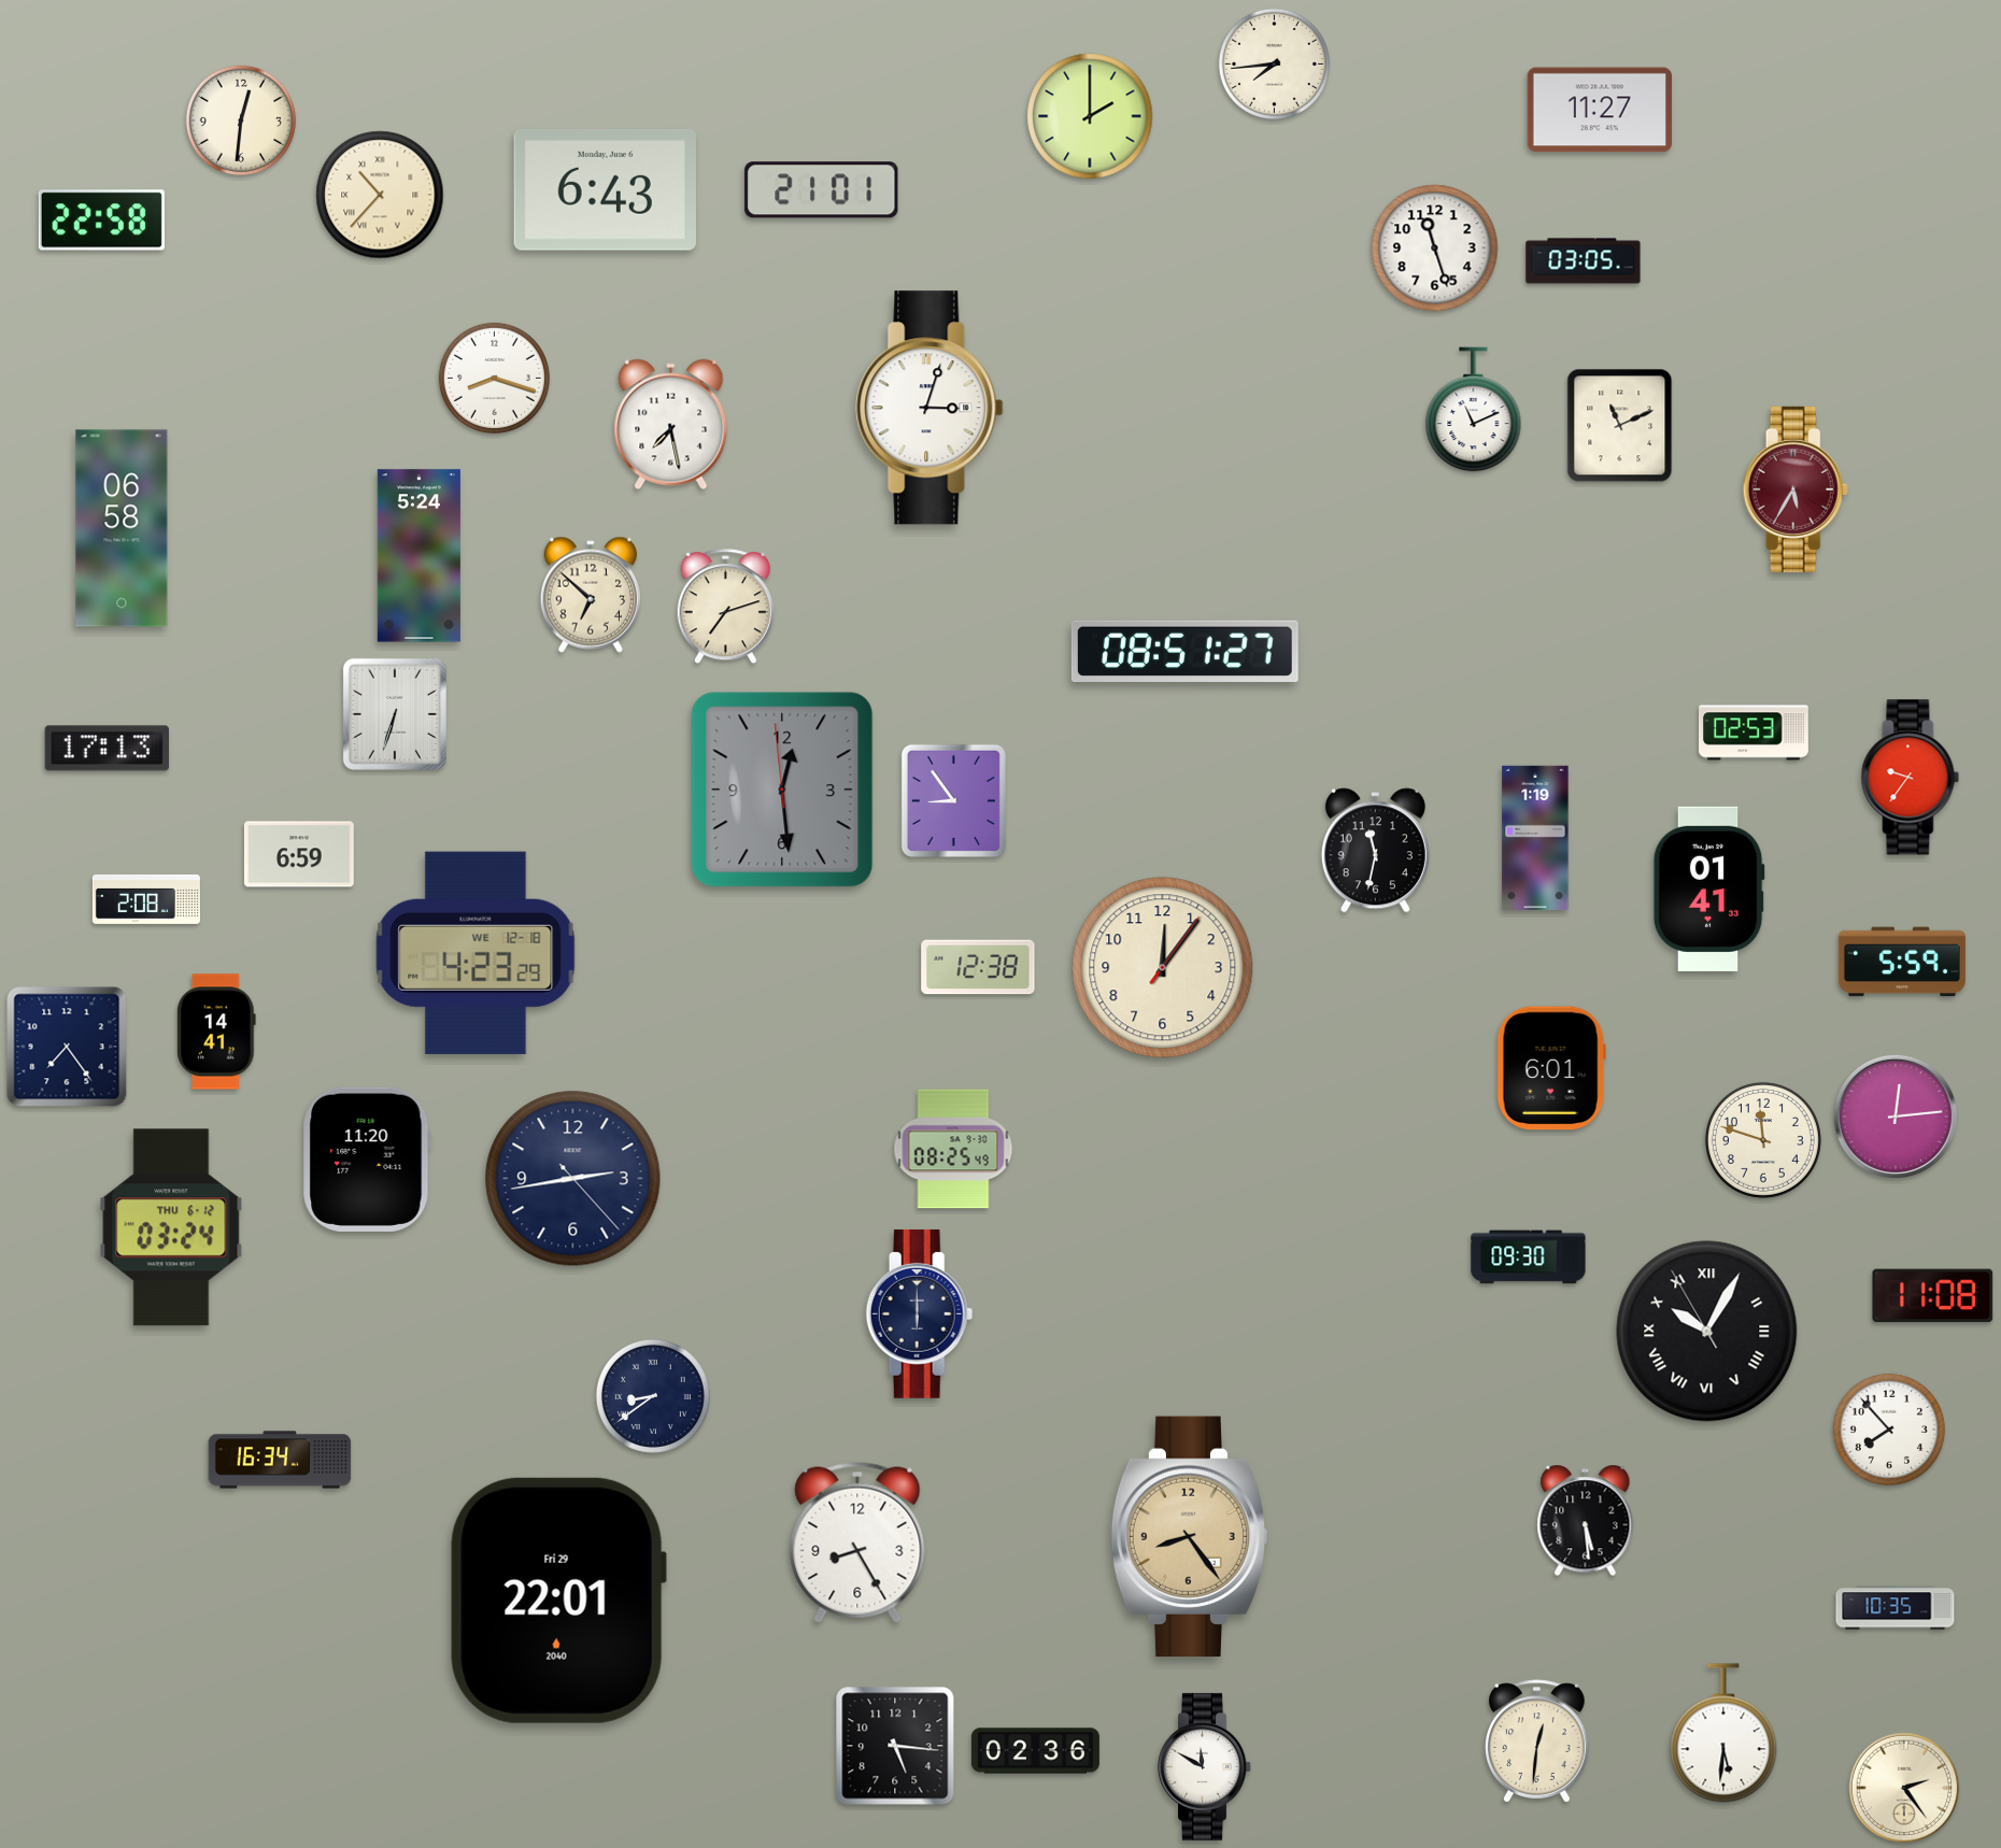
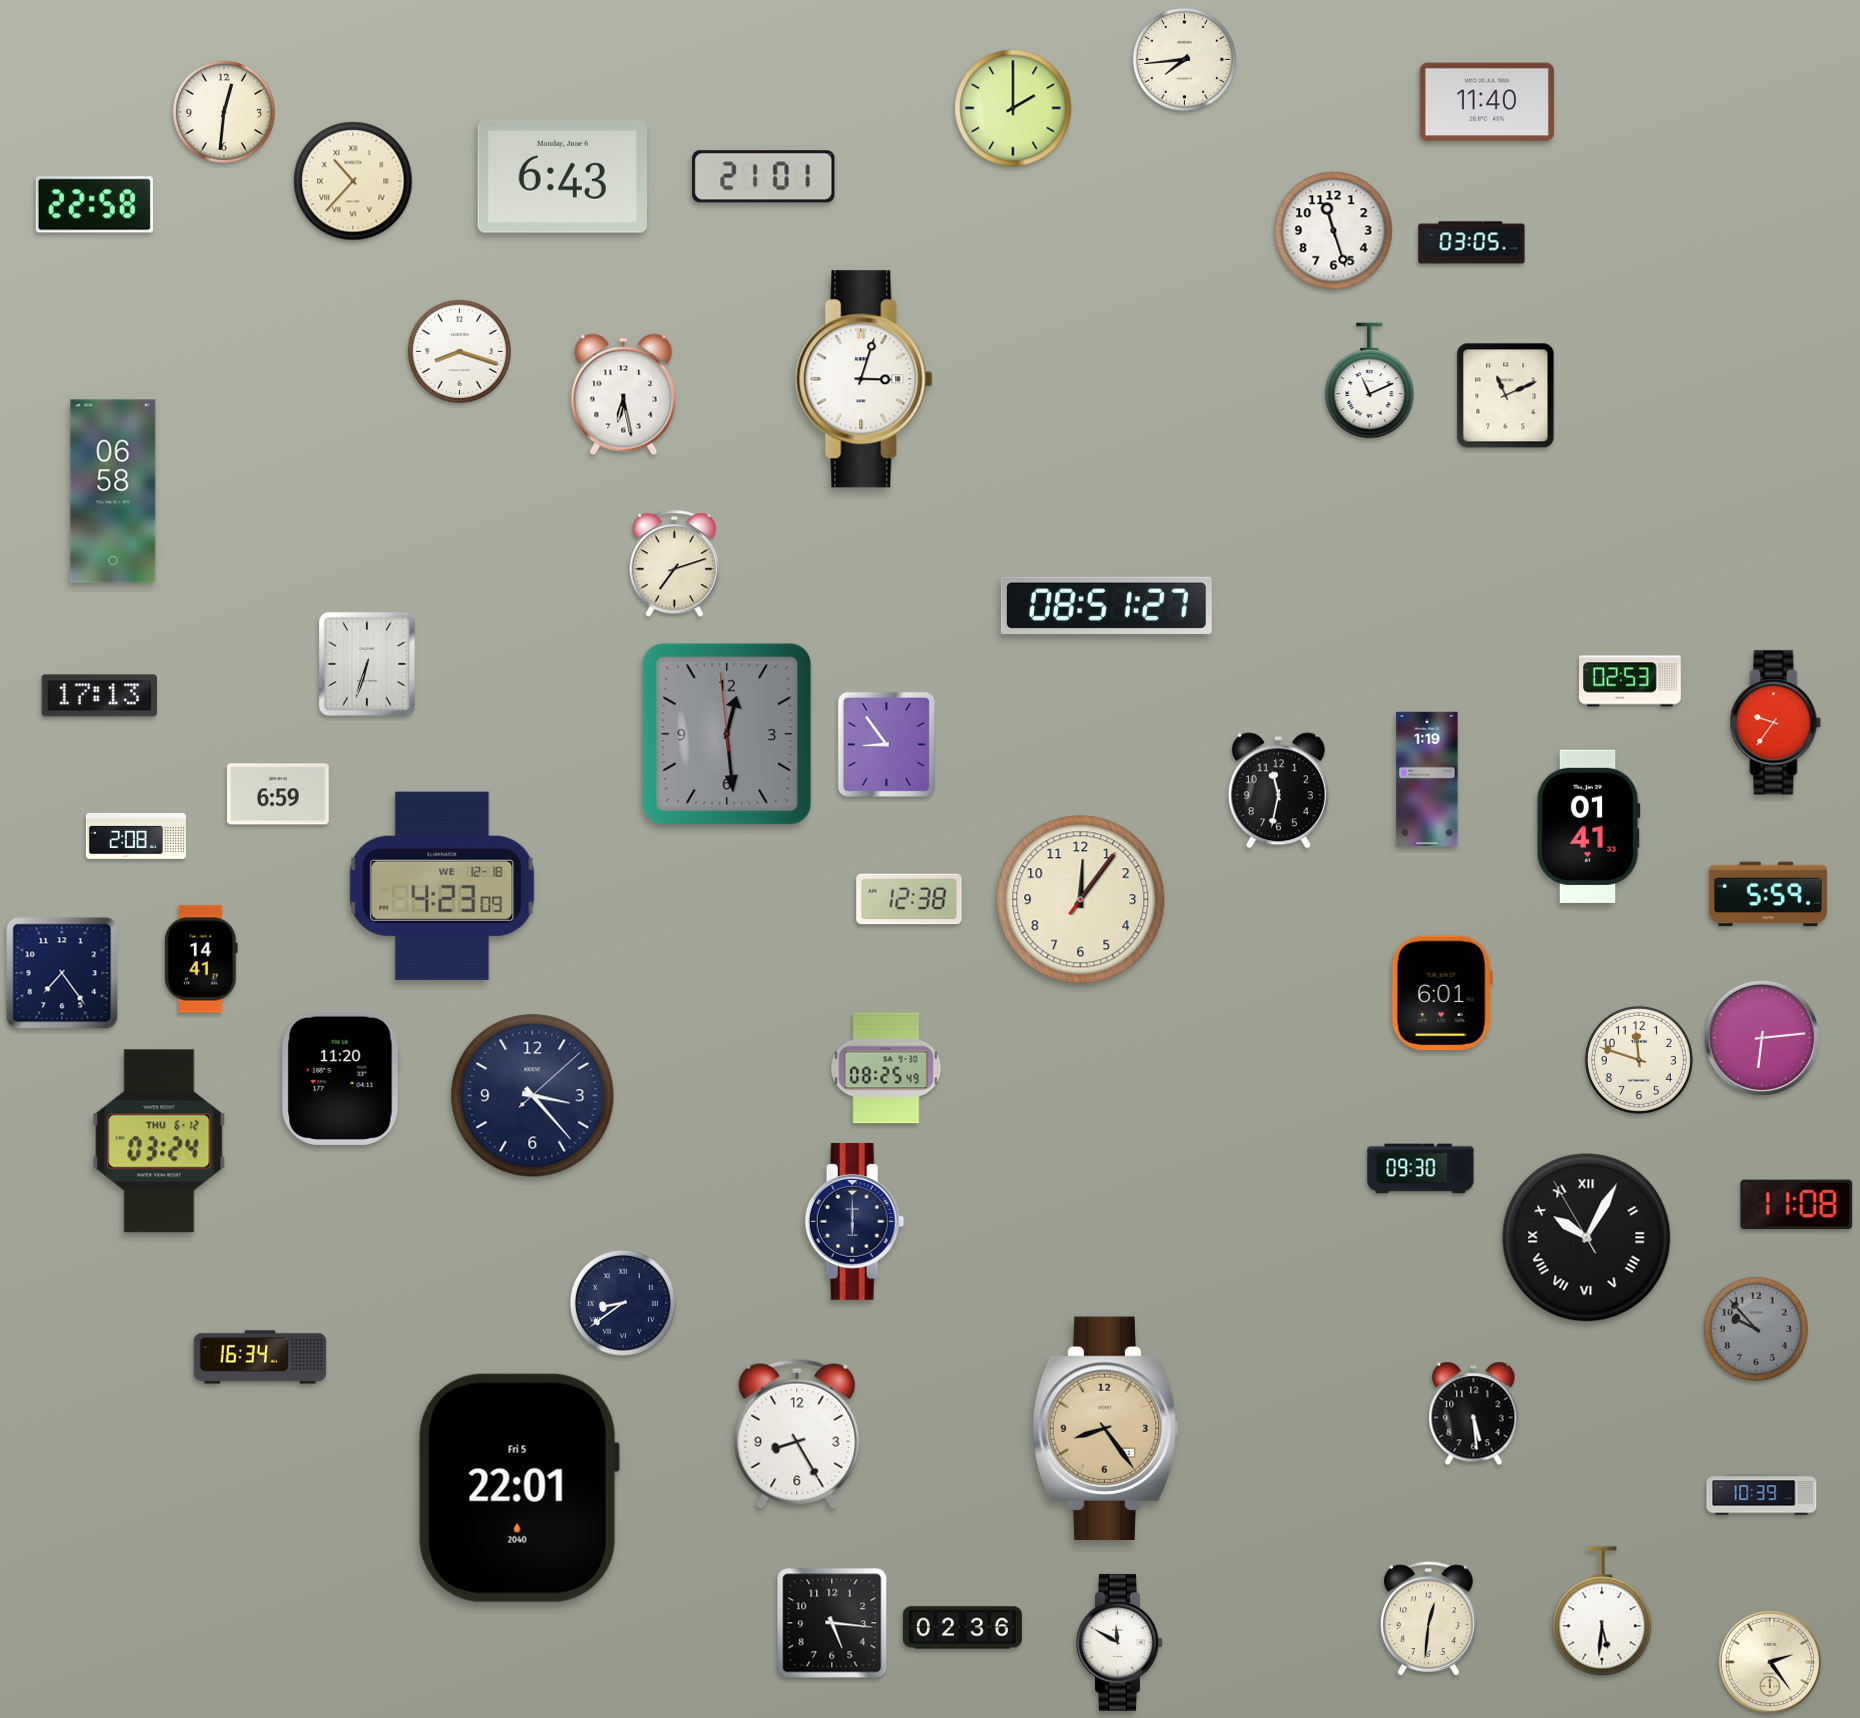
clock at (1600, 110): 11:27 -> 11:40
clock at (671, 425): 7:28 -> 6:28
clock at (1796, 489): 5:35 -> none
clock at (418, 556): 5:24 -> none
clock at (590, 595): 6:52 -> none
clock at (1184, 651) position: (1184, 651) -> (1106, 605)
clock at (476, 953): 4:23:29 -> 4:23:09
clock at (1896, 1117): 12:14 -> 6:14
clock at (573, 1179): 2:43 -> 3:23
clock at (653, 1396) position: (653, 1396) -> (623, 1303)
clock at (1889, 1430): 7:53 -> 9:53
clock at (1889, 1430) dial: white -> grey
clock at (558, 1601) date: Fri 29 -> Fri 5
clock at (1896, 1608): 10:35 -> 10:39
